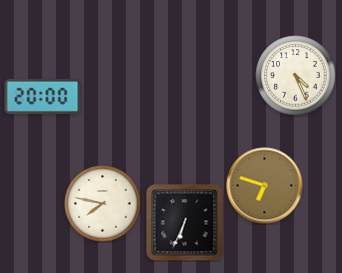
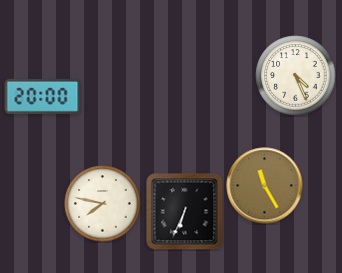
clock at (265, 186): 6:48 -> 11:25
clock at (185, 223) position: (185, 223) -> (185, 212)
